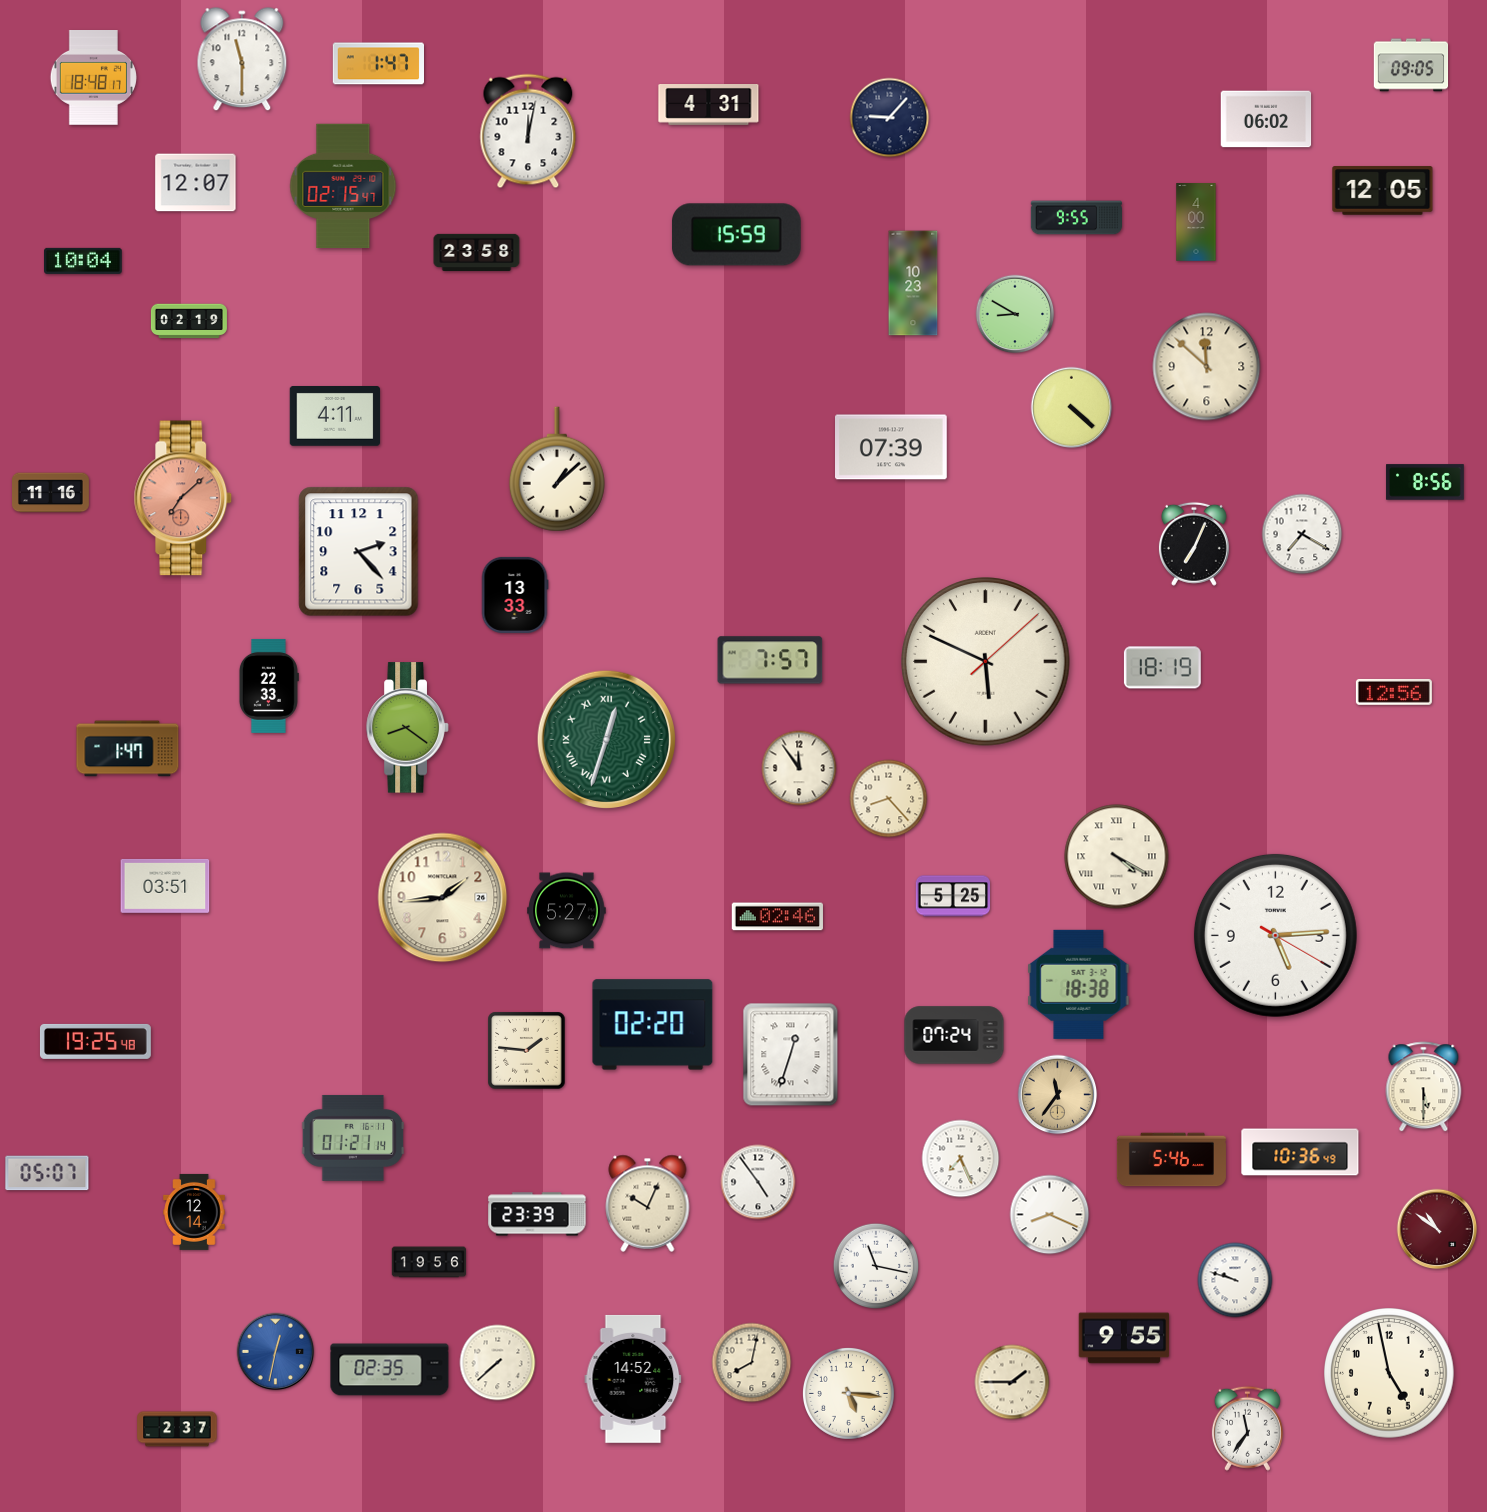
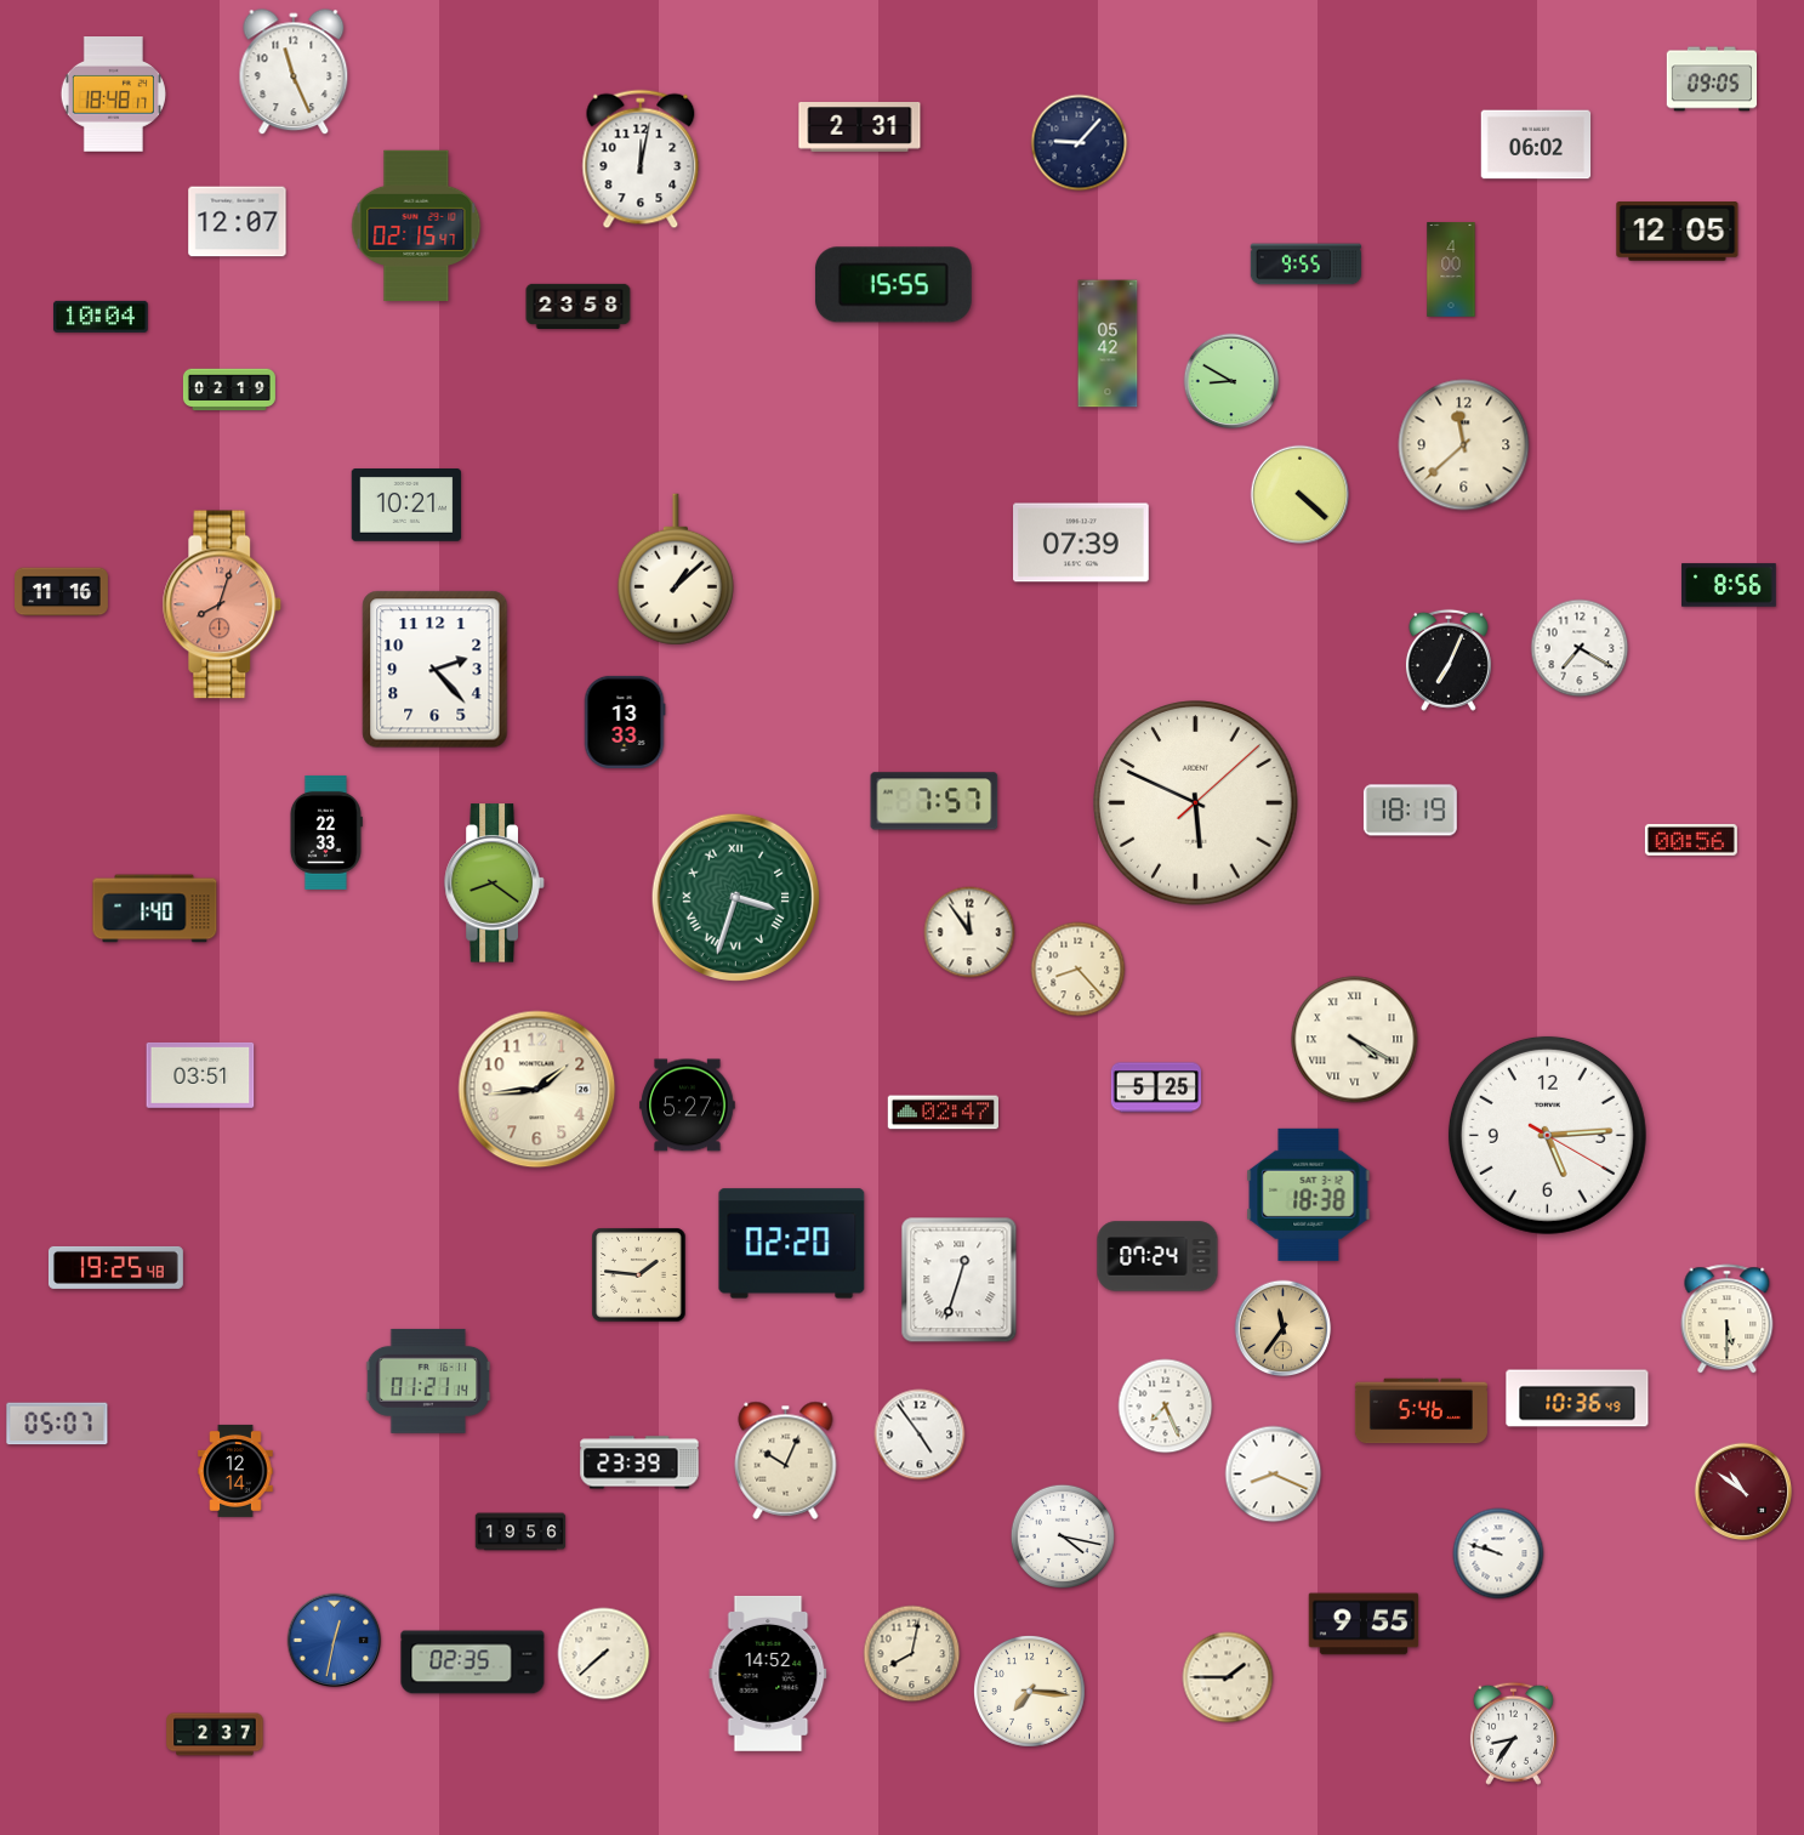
clock at (242, 60): 11:30 -> 11:26
clock at (378, 64): 1:47 -> none
clock at (709, 105): 4:31 -> 2:31
clock at (736, 235): 15:59 -> 15:55
clock at (913, 283): 10:23 -> 05:42
clock at (1207, 367): 11:52 -> 11:38
clock at (335, 417): 4:11 -> 10:21
clock at (51, 493) position: (51, 493) -> (62, 592)
clock at (183, 498): 7:08 -> 8:03
clock at (1394, 692): 12:56 -> 00:56
clock at (607, 740): 12:33 -> 3:33
clock at (128, 749): 1:47 -> 1:40
clock at (777, 917): 02:46 -> 02:47
clock at (95, 1041) position: (95, 1041) -> (115, 1267)
clock at (1171, 1160) position: (1171, 1160) -> (1421, 1411)
clock at (537, 1214) position: (537, 1214) -> (639, 1462)
clock at (876, 1266): 11:17 -> 4:17
clock at (1390, 1374): 4:58 -> none
clock at (848, 1393): 5:16 -> 7:16
clock at (1247, 1428): 11:36 -> 8:36
